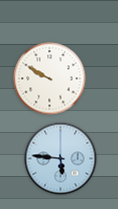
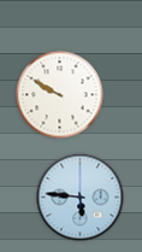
clock at (61, 159) position: (61, 159) -> (81, 198)
